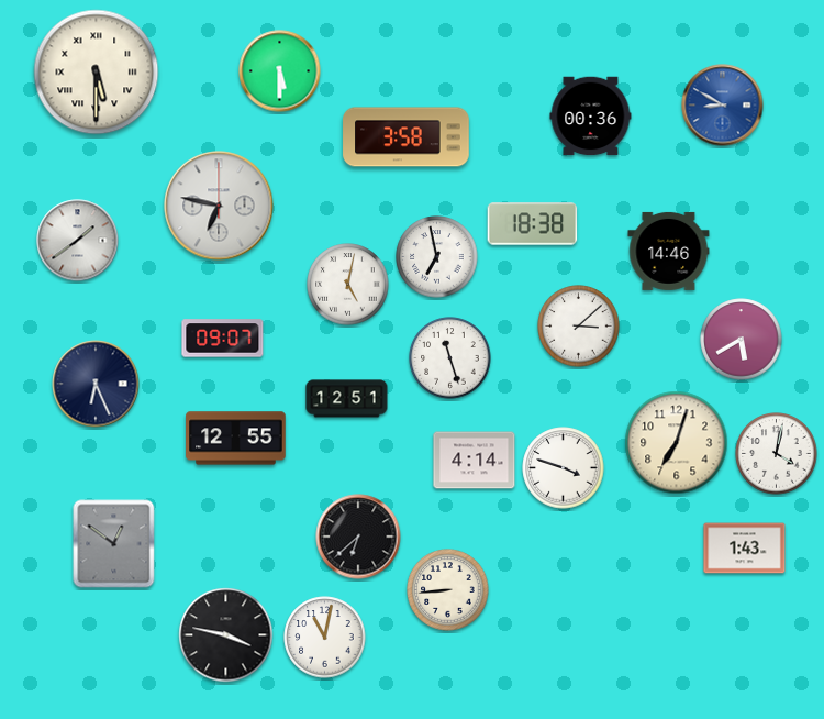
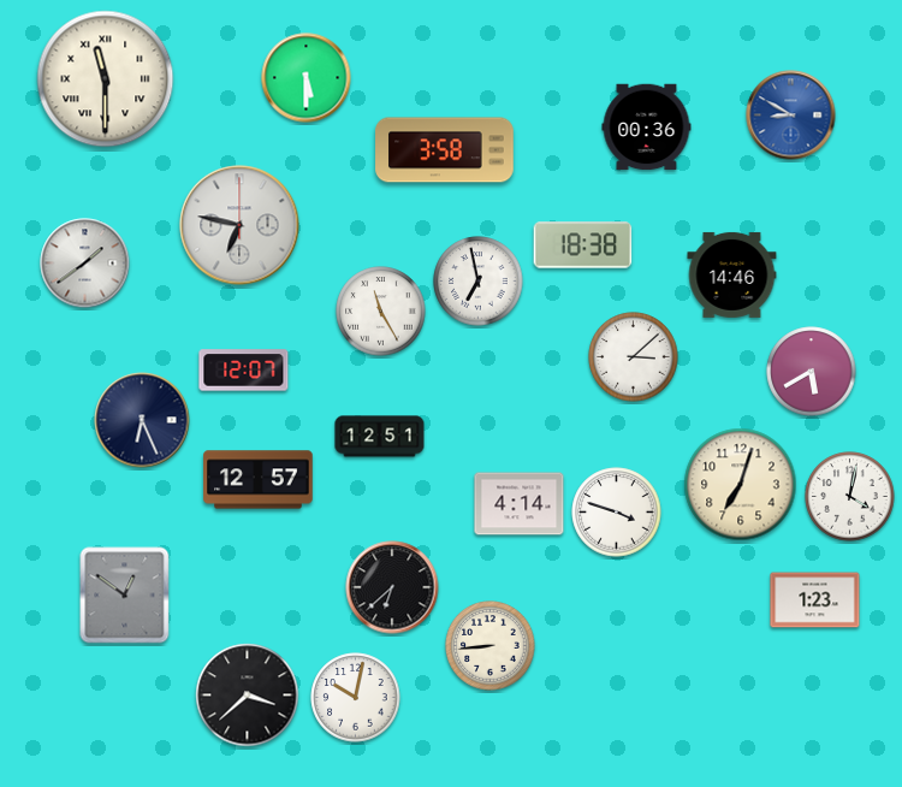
clock at (97, 73): 5:30 -> 11:30
clock at (348, 285): 5:02 -> 11:25
clock at (223, 339): 09:07 -> 12:07
clock at (450, 358): 11:27 -> none
clock at (96, 384) position: (96, 384) -> (142, 420)
clock at (236, 439): 12:55 -> 12:57
clock at (745, 549): 1:43 -> 1:23
clock at (226, 635): 3:47 -> 3:38
clock at (325, 638): 11:02 -> 10:02
